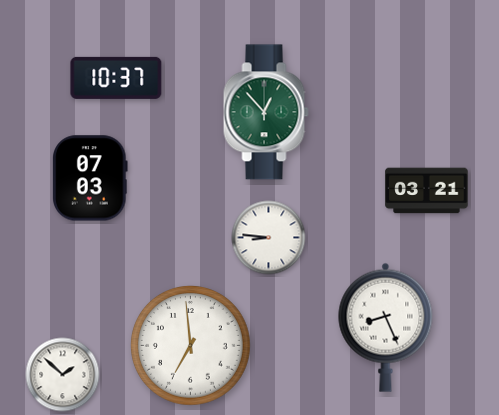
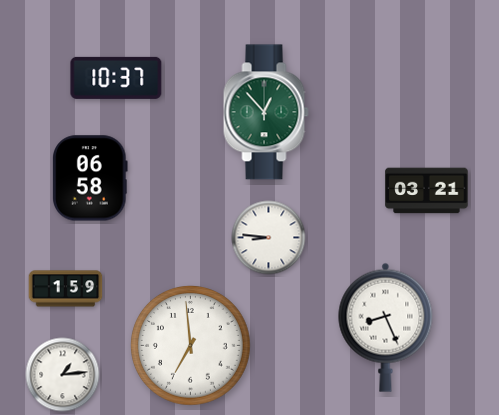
clock at (90, 178): 07:03 -> 06:58
clock at (66, 289): none -> 1:59
clock at (63, 375): 1:52 -> 1:14
